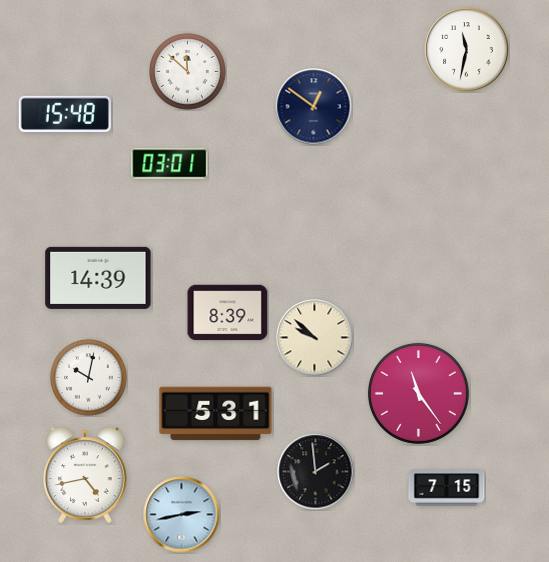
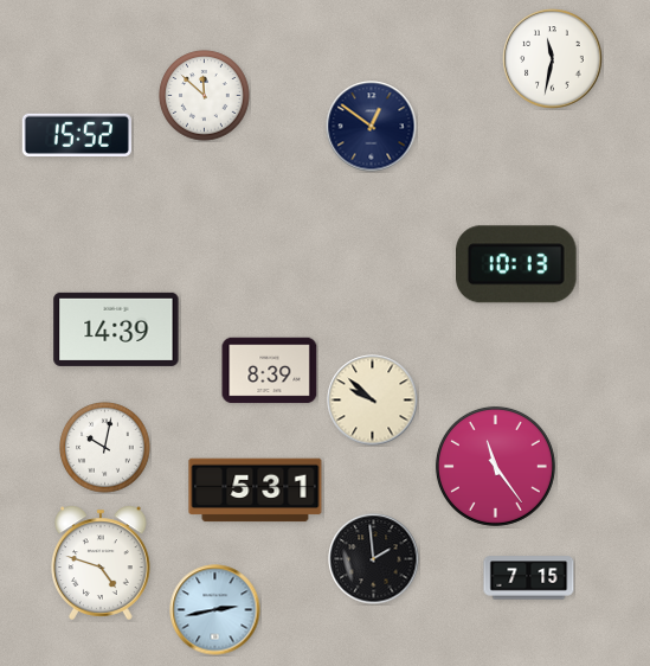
clock at (188, 72) position: (188, 72) -> (205, 96)
clock at (65, 114): 15:48 -> 15:52
clock at (170, 164): 03:01 -> none
clock at (517, 264): none -> 10:13
clock at (86, 475): 4:43 -> 4:48
